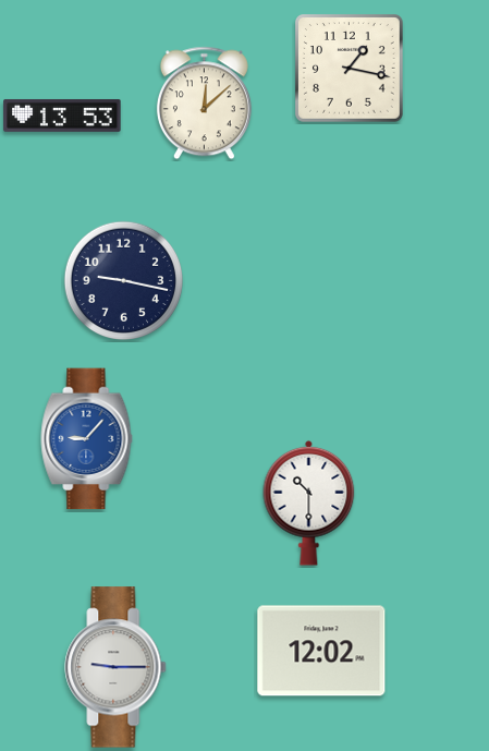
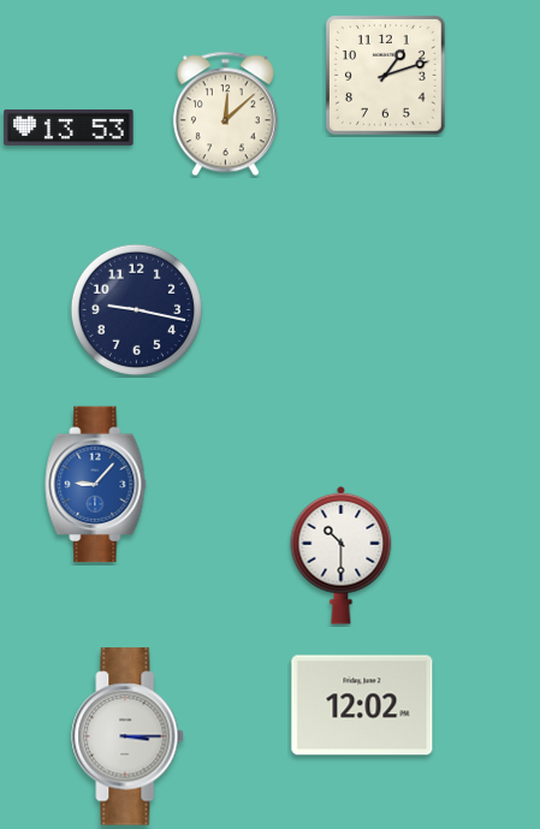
clock at (350, 69): 1:17 -> 1:12
clock at (321, 651) position: (321, 651) -> (362, 705)
clock at (115, 667): 9:15 -> 3:15
